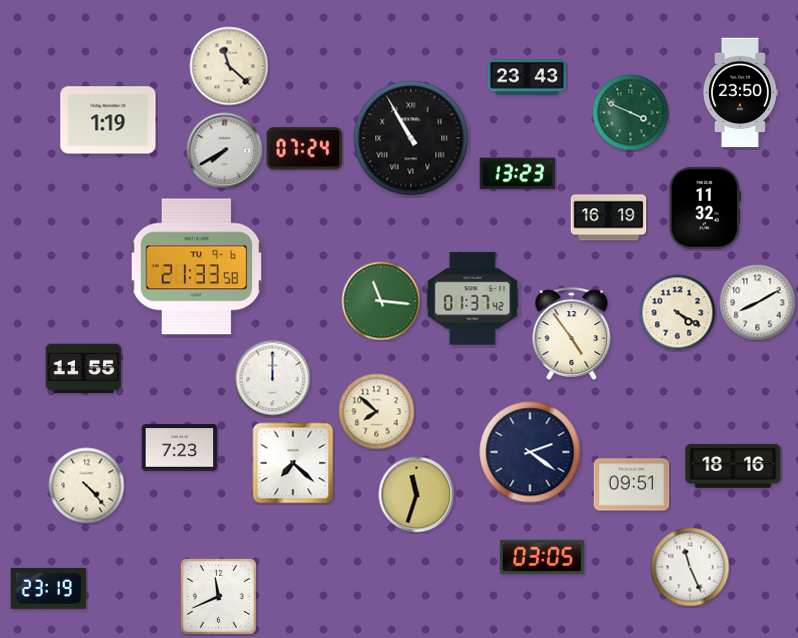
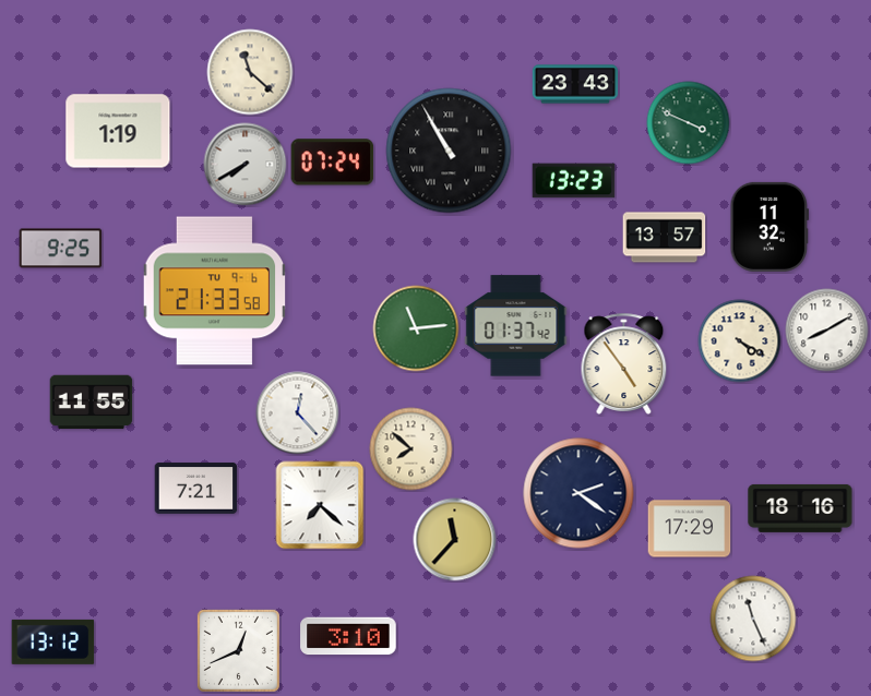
clock at (740, 93): 23:50 -> none
clock at (518, 174) position: (518, 174) -> (574, 181)
clock at (609, 218): 16:19 -> 13:57
clock at (61, 249): none -> 9:25
clock at (381, 301): 11:16 -> 11:14
clock at (273, 379): 12:00 -> 12:23
clock at (180, 448): 7:23 -> 7:21
clock at (632, 485): 09:51 -> 17:29
clock at (87, 486): 4:23 -> none
clock at (417, 495): 11:33 -> 11:37
clock at (542, 556): 03:05 -> none
clock at (348, 636): none -> 3:10
clock at (49, 588): 23:19 -> 13:12
clock at (218, 596): 11:41 -> 12:41
